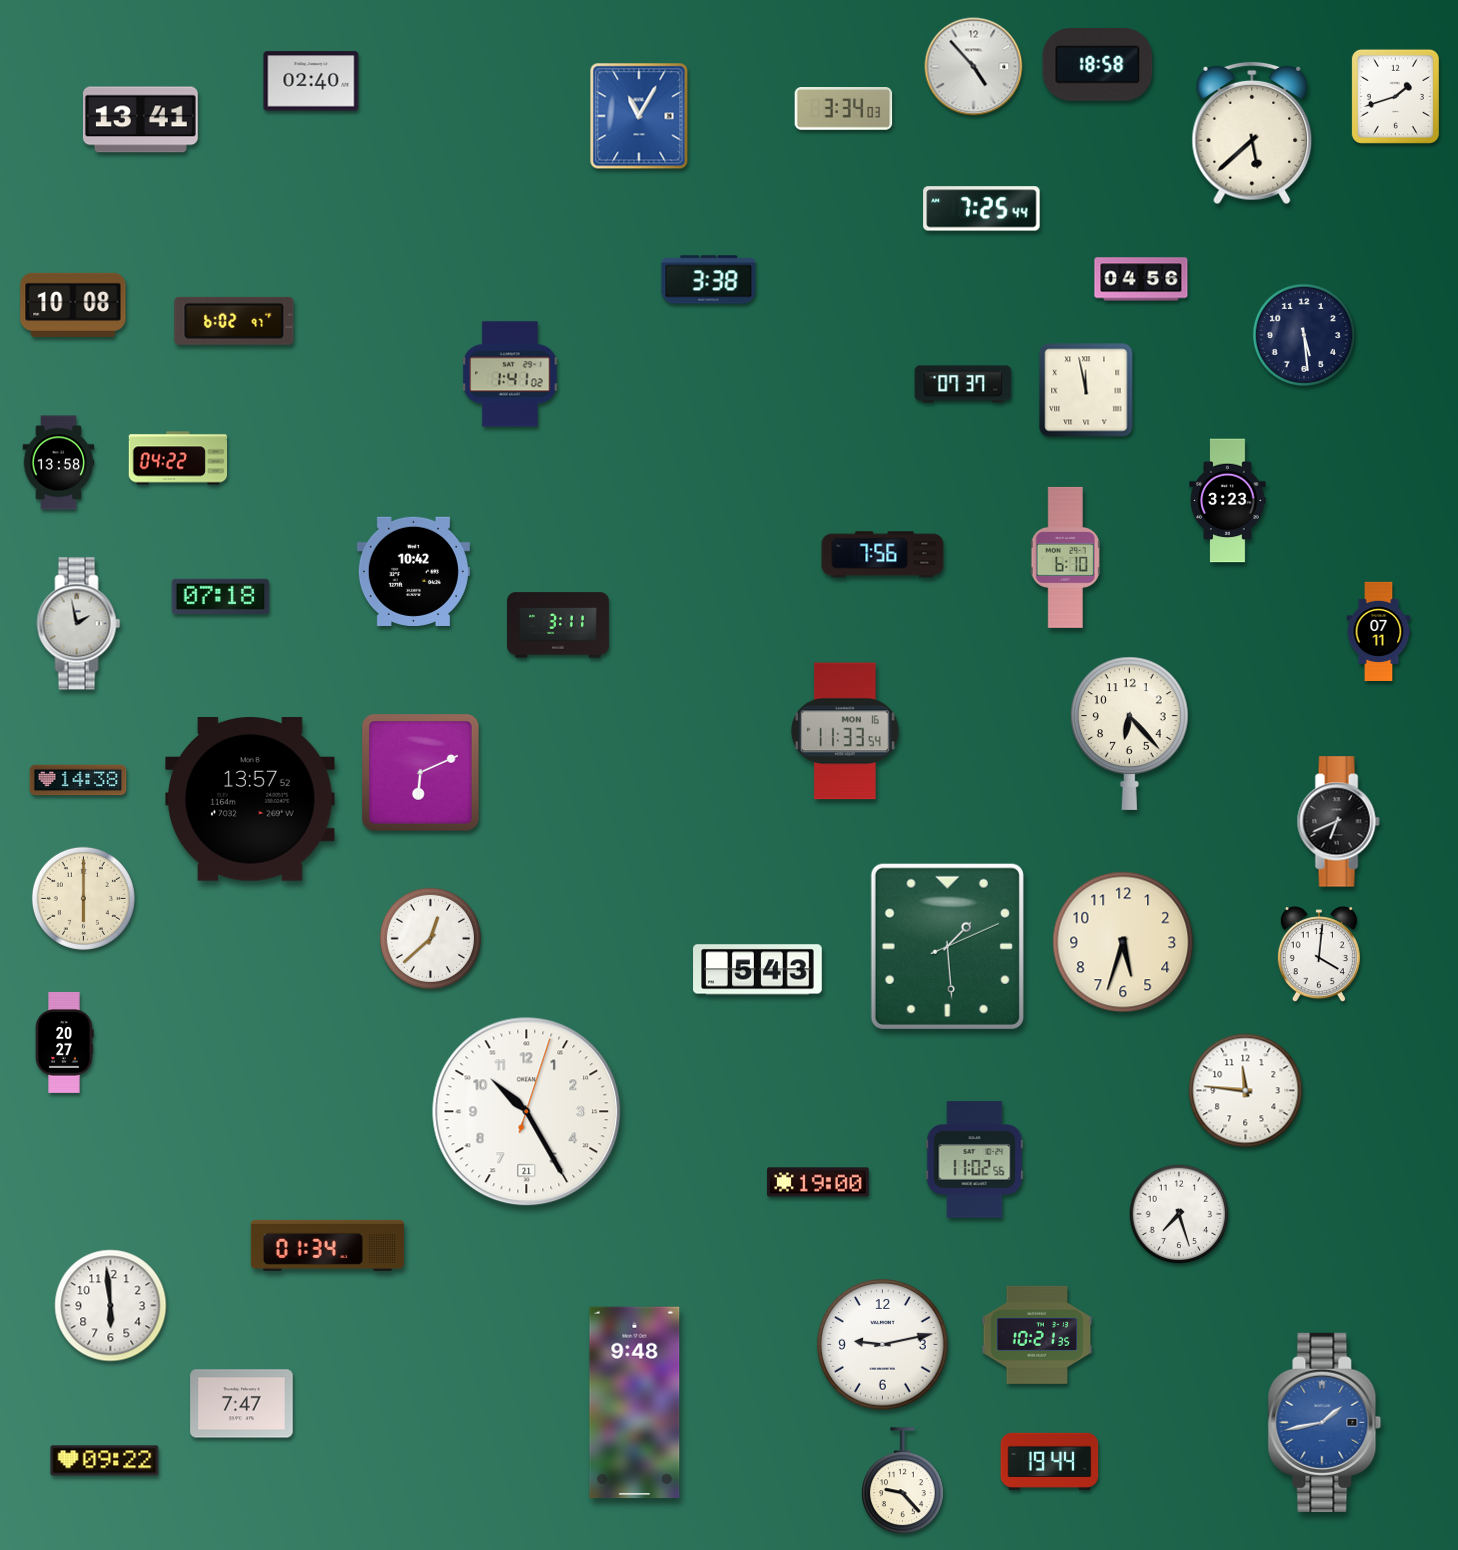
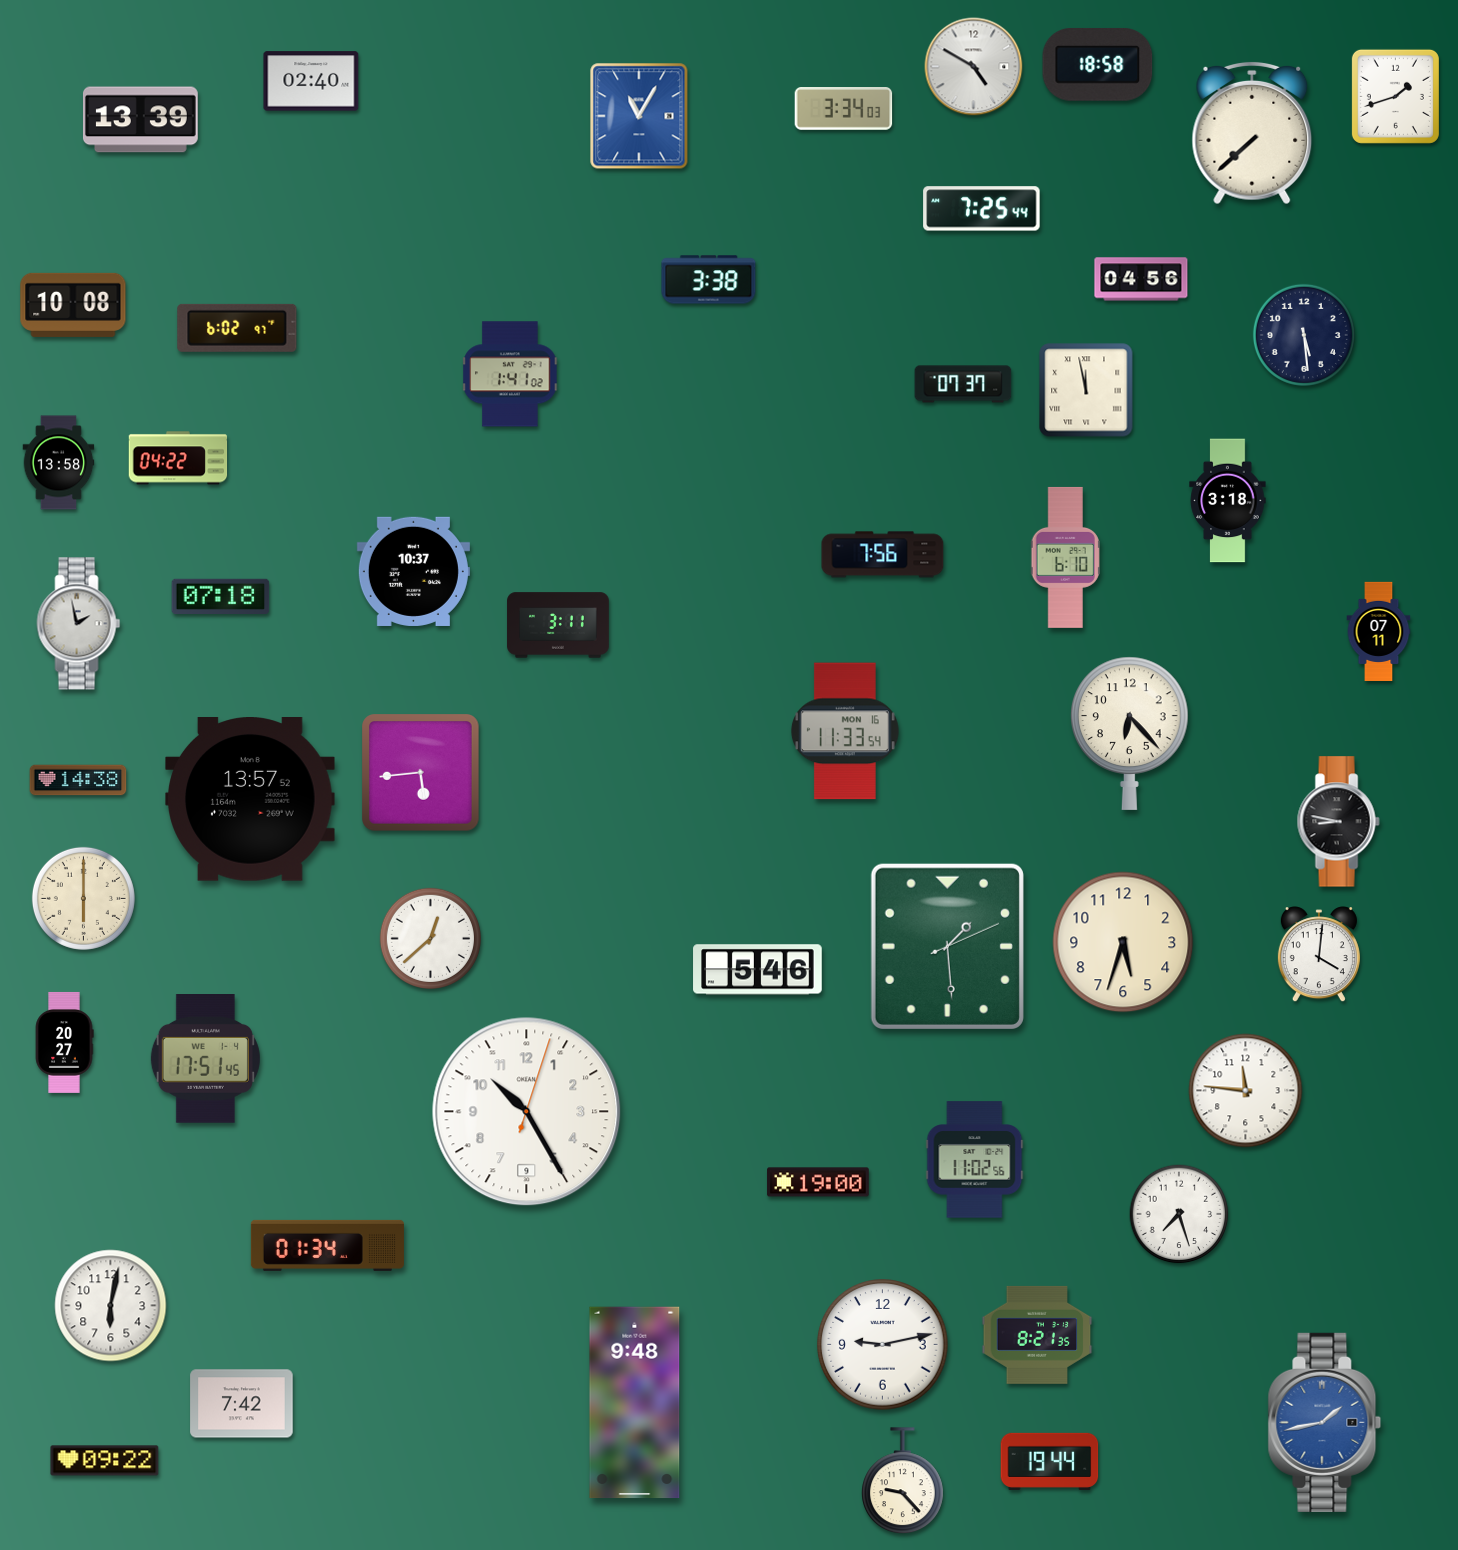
clock at (974, 67): 4:53 -> 4:50
clock at (140, 120): 13:41 -> 13:39
clock at (1252, 133): 5:38 -> 7:38
clock at (234, 321) position: (234, 321) -> (237, 328)
clock at (1228, 501): 3:23 -> 3:18
clock at (413, 571): 10:42 -> 10:37
clock at (421, 773): 6:11 -> 5:44
clock at (1338, 822): 6:41 -> 8:47
clock at (758, 970): 5:43 -> 5:46
clock at (205, 1059): none -> 17:51
clock at (527, 1112) date: 21 -> 9
clock at (111, 1306): 5:59 -> 6:02
clock at (1037, 1335): 10:21 -> 8:21
clock at (242, 1404): 7:47 -> 7:42
